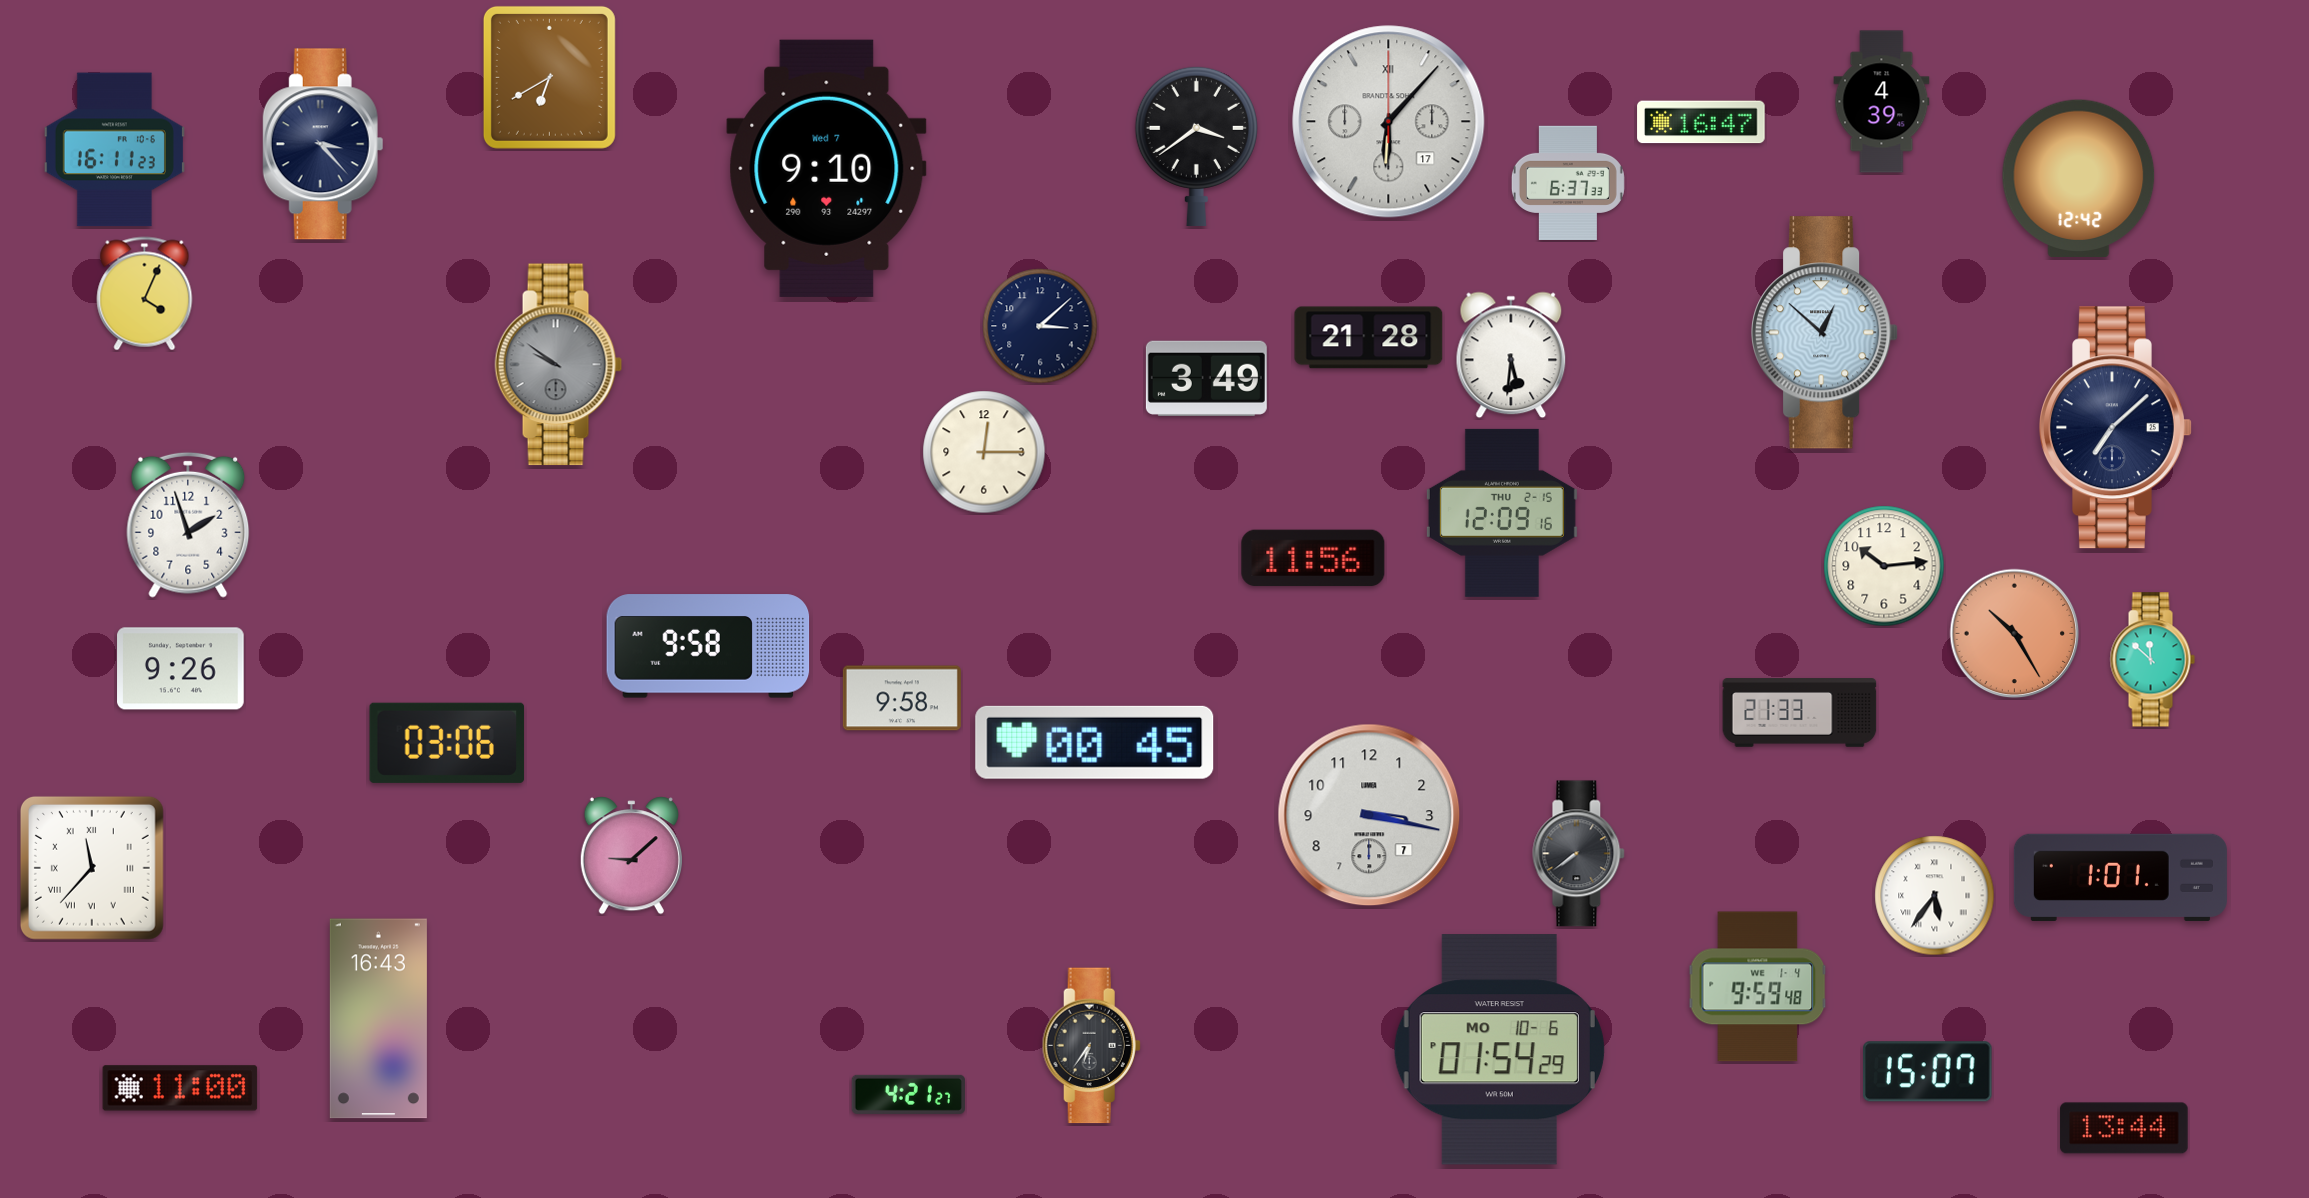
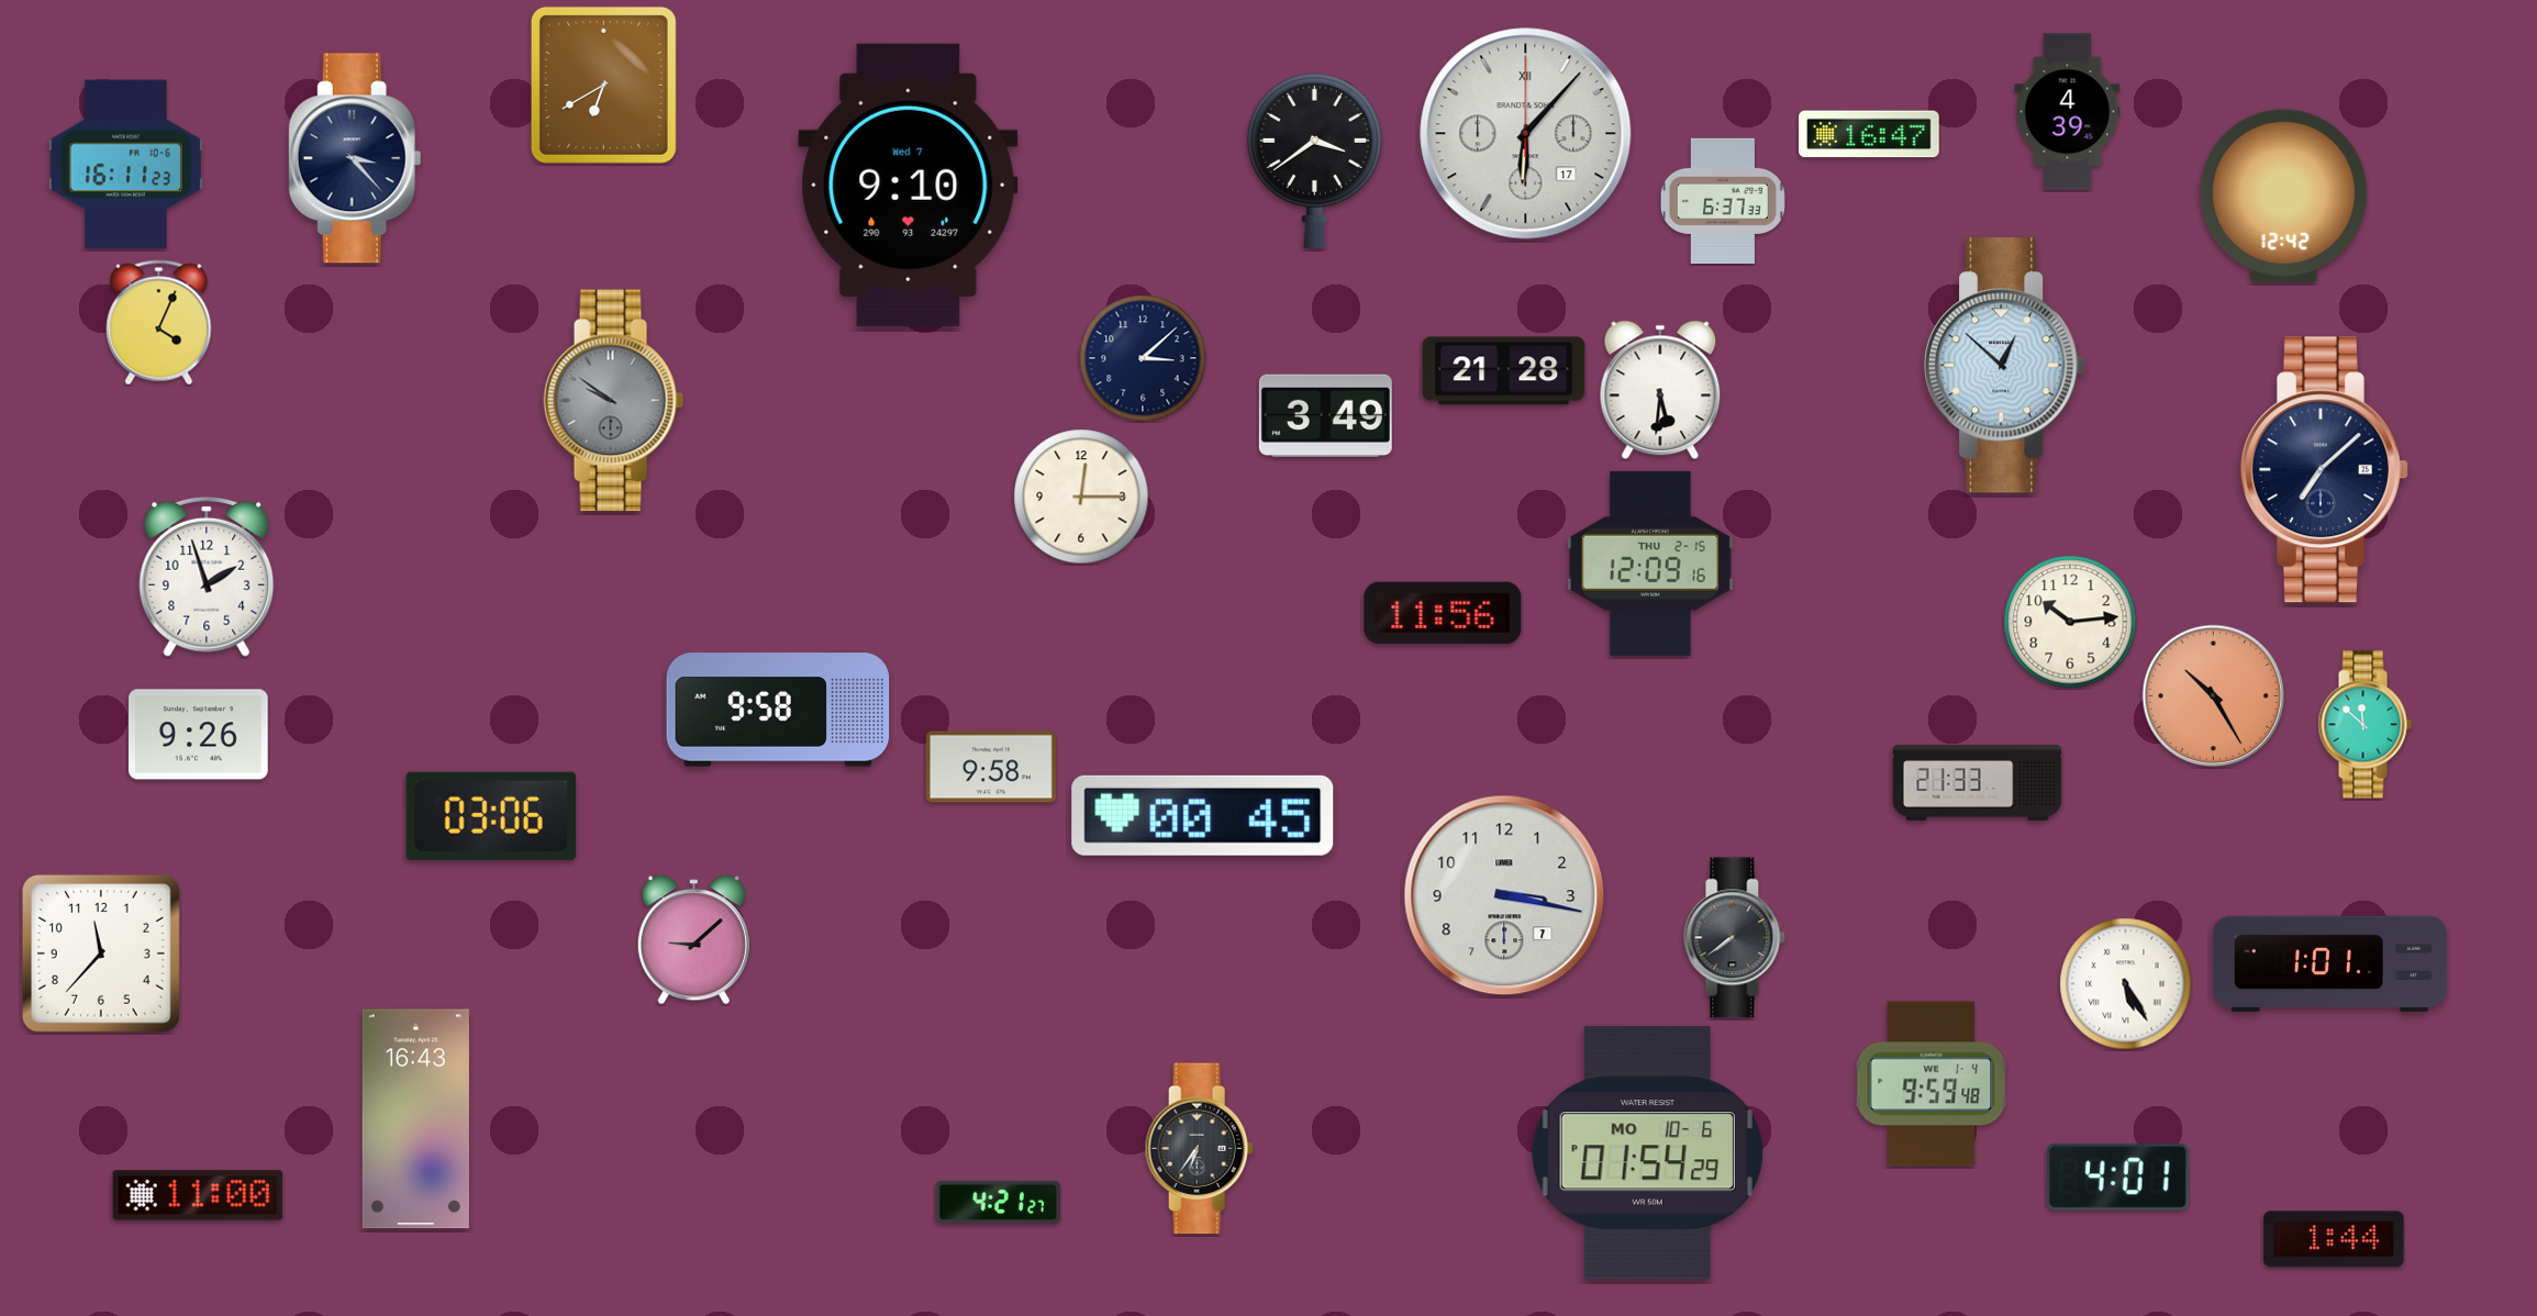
clock at (92, 868) numerals: Roman -> Arabic
clock at (1935, 896): 5:36 -> 5:25
clock at (1928, 1072): 15:07 -> 4:01
clock at (2124, 1128): 13:44 -> 1:44
